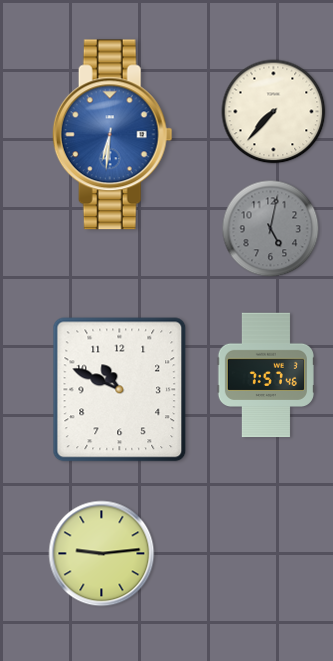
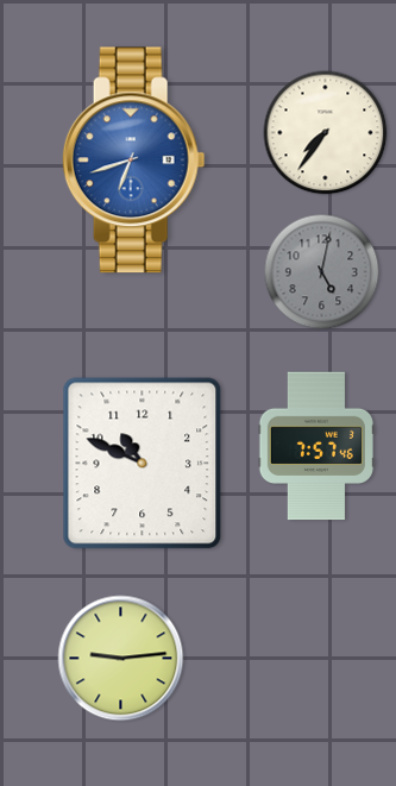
clock at (274, 112): 7:37 -> 7:36
clock at (112, 135): 6:31 -> 6:42
